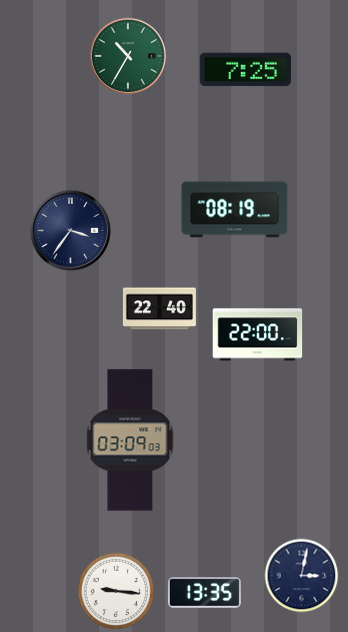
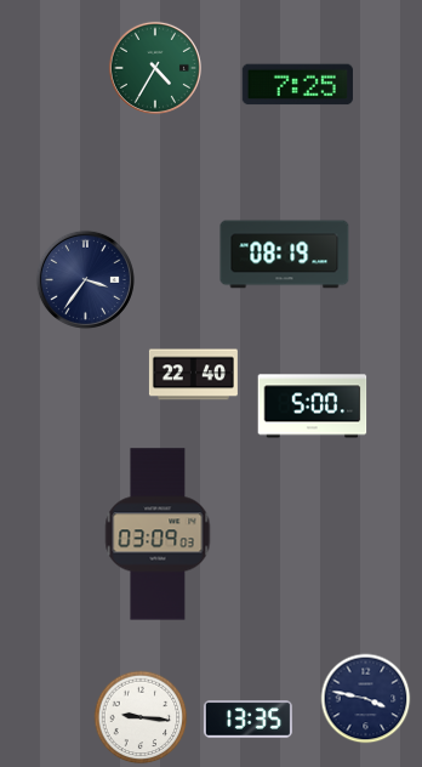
clock at (128, 56): 10:35 -> 4:35
clock at (258, 335): 22:00 -> 5:00
clock at (302, 576): 3:02 -> 3:47
